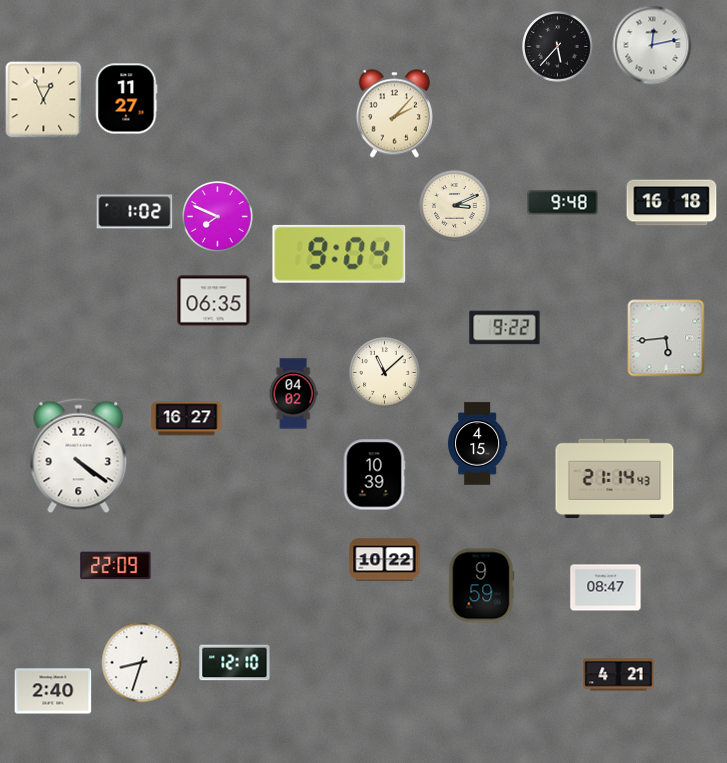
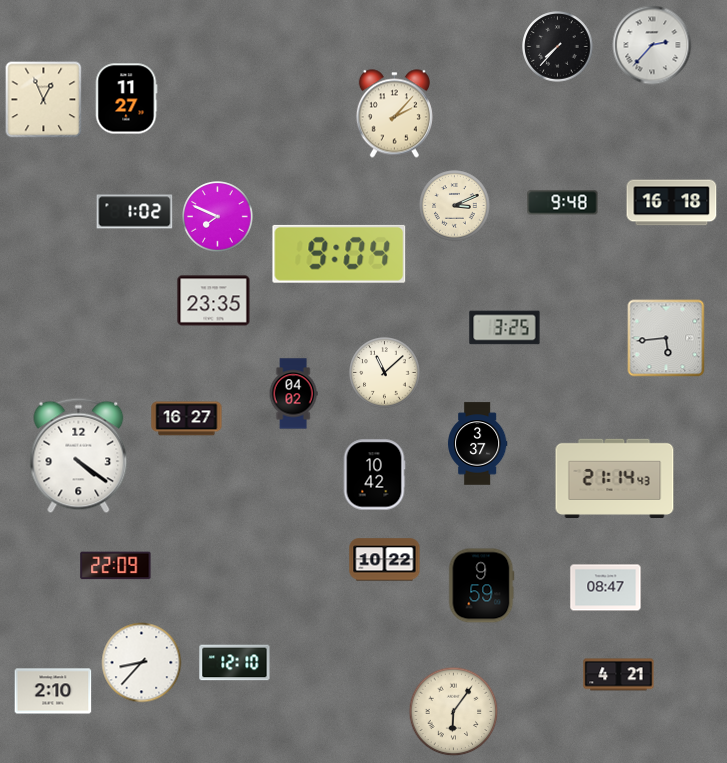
clock at (652, 45): 12:13 -> 2:37
clock at (558, 47): 5:37 -> 7:37
clock at (214, 301): 06:35 -> 23:35
clock at (505, 328): 9:22 -> 3:25
clock at (477, 444): 4:15 -> 3:37
clock at (374, 475): 10:39 -> 10:42
clock at (142, 663): 8:33 -> 8:37
clock at (53, 691): 2:40 -> 2:10
clock at (454, 712): none -> 6:06
